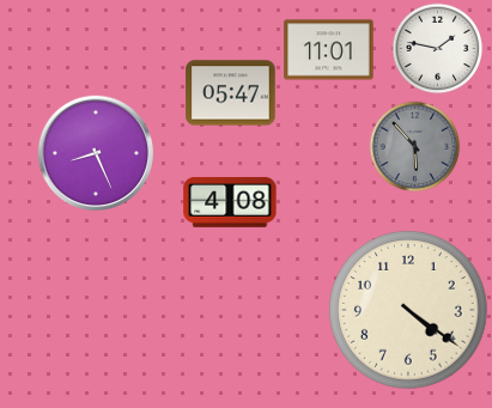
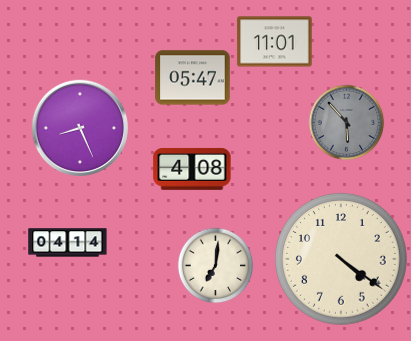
clock at (438, 49): 1:47 -> none
clock at (68, 243): none -> 04:14
clock at (216, 266): none -> 7:01
